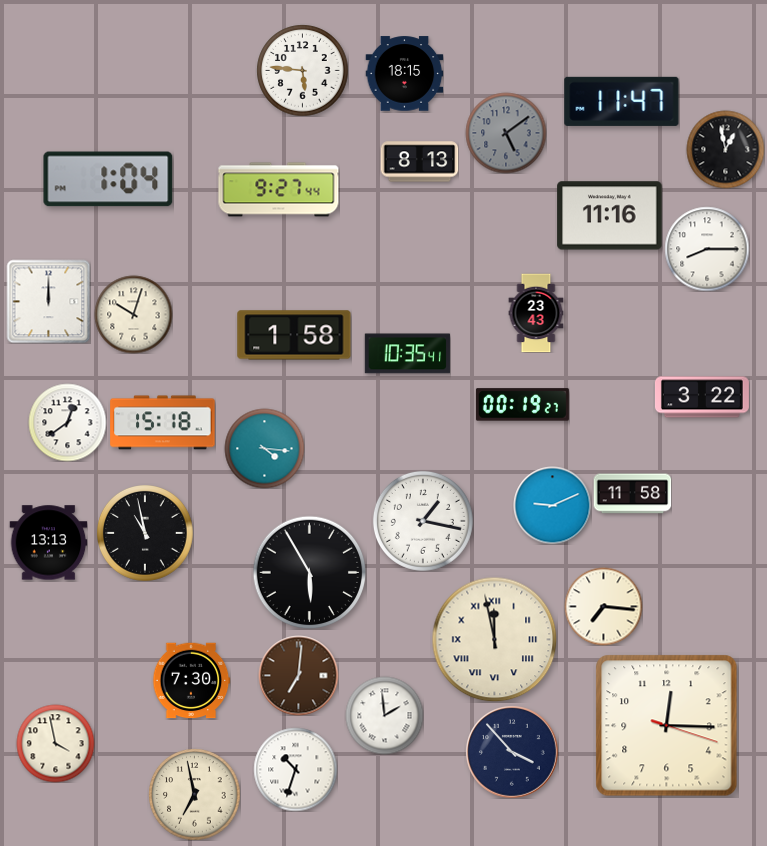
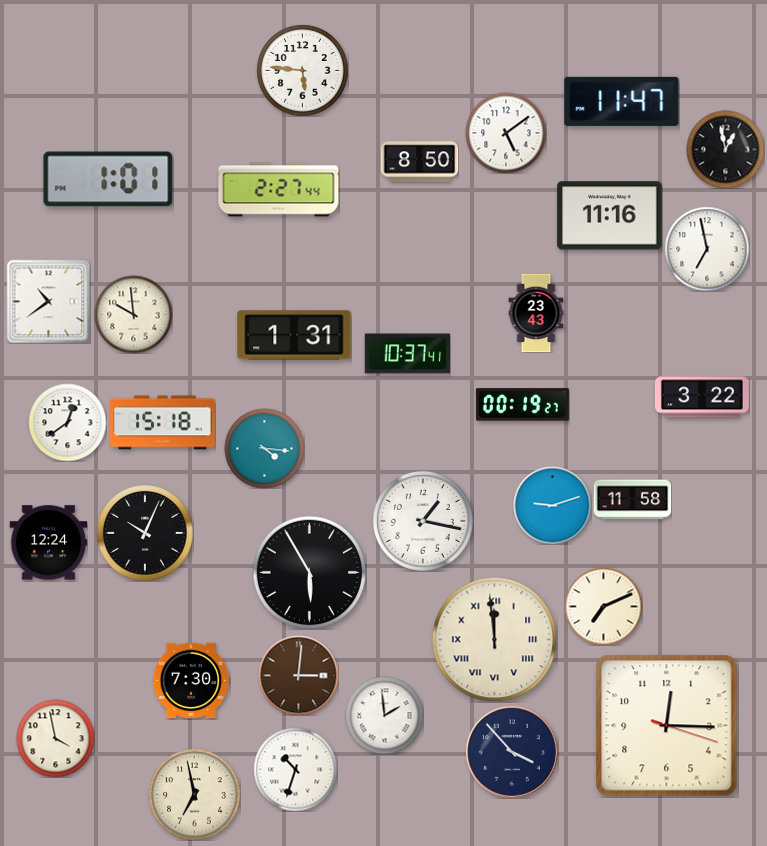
clock at (404, 74): 18:15 -> none
clock at (506, 133) dial: grey -> white
clock at (419, 162): 8:13 -> 8:50
clock at (108, 179): 1:04 -> 1:01
clock at (279, 190): 9:27 -> 2:27
clock at (707, 249): 8:15 -> 6:58
clock at (48, 301): 12:00 -> 10:39
clock at (133, 314): 10:03 -> 9:59
clock at (294, 335): 1:58 -> 1:31
clock at (407, 354): 10:35 -> 10:37
clock at (632, 494) position: (632, 494) -> (632, 500)
clock at (552, 505): 9:11 -> 9:12
clock at (145, 533): 10:58 -> 10:04
clock at (48, 543): 13:13 -> 12:24
clock at (603, 606): 7:16 -> 7:11
clock at (494, 639): 11:58 -> 11:59
clock at (298, 675): 7:01 -> 3:01
clock at (55, 743) position: (55, 743) -> (55, 738)
